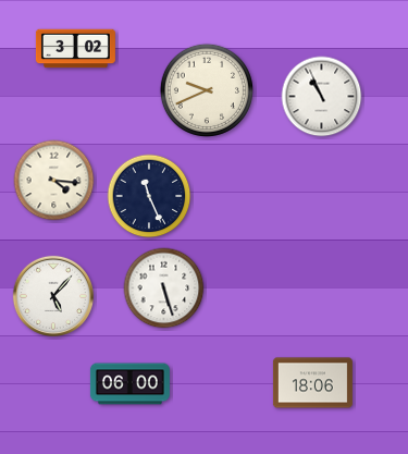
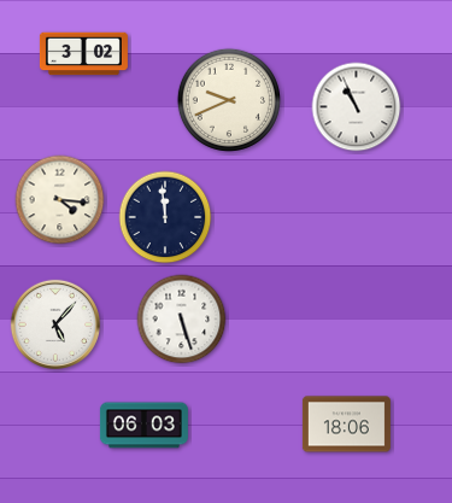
clock at (149, 196): 11:26 -> 11:59
clock at (52, 295) position: (52, 295) -> (54, 323)
clock at (129, 384): 06:00 -> 06:03
